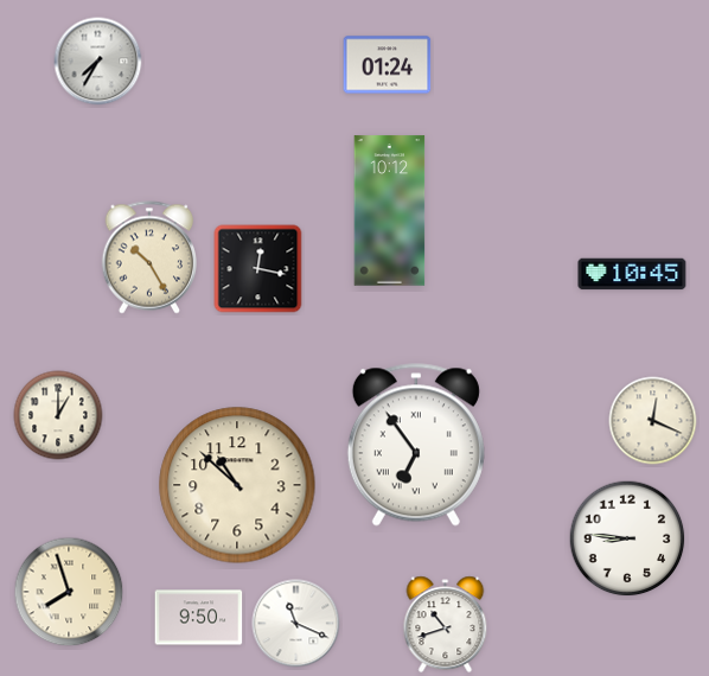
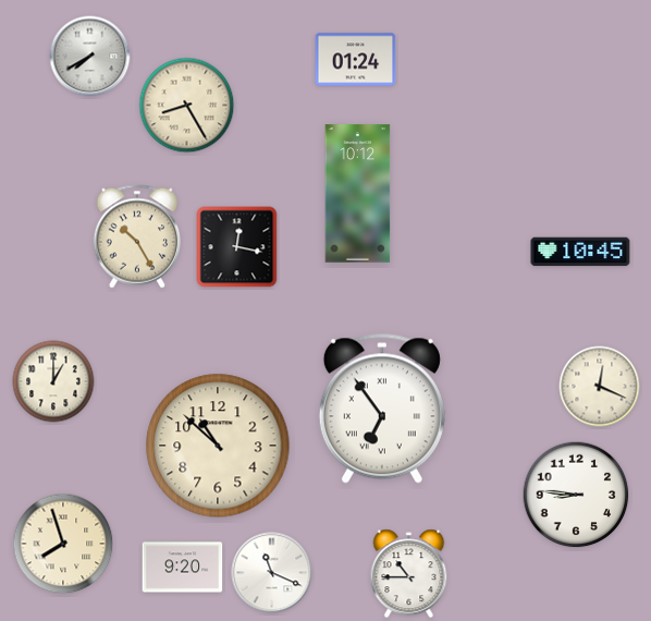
clock at (98, 62): 7:35 -> 7:40
clock at (187, 106): none -> 8:25
clock at (199, 618): 9:50 -> 9:20
clock at (446, 625): 10:42 -> 10:45
